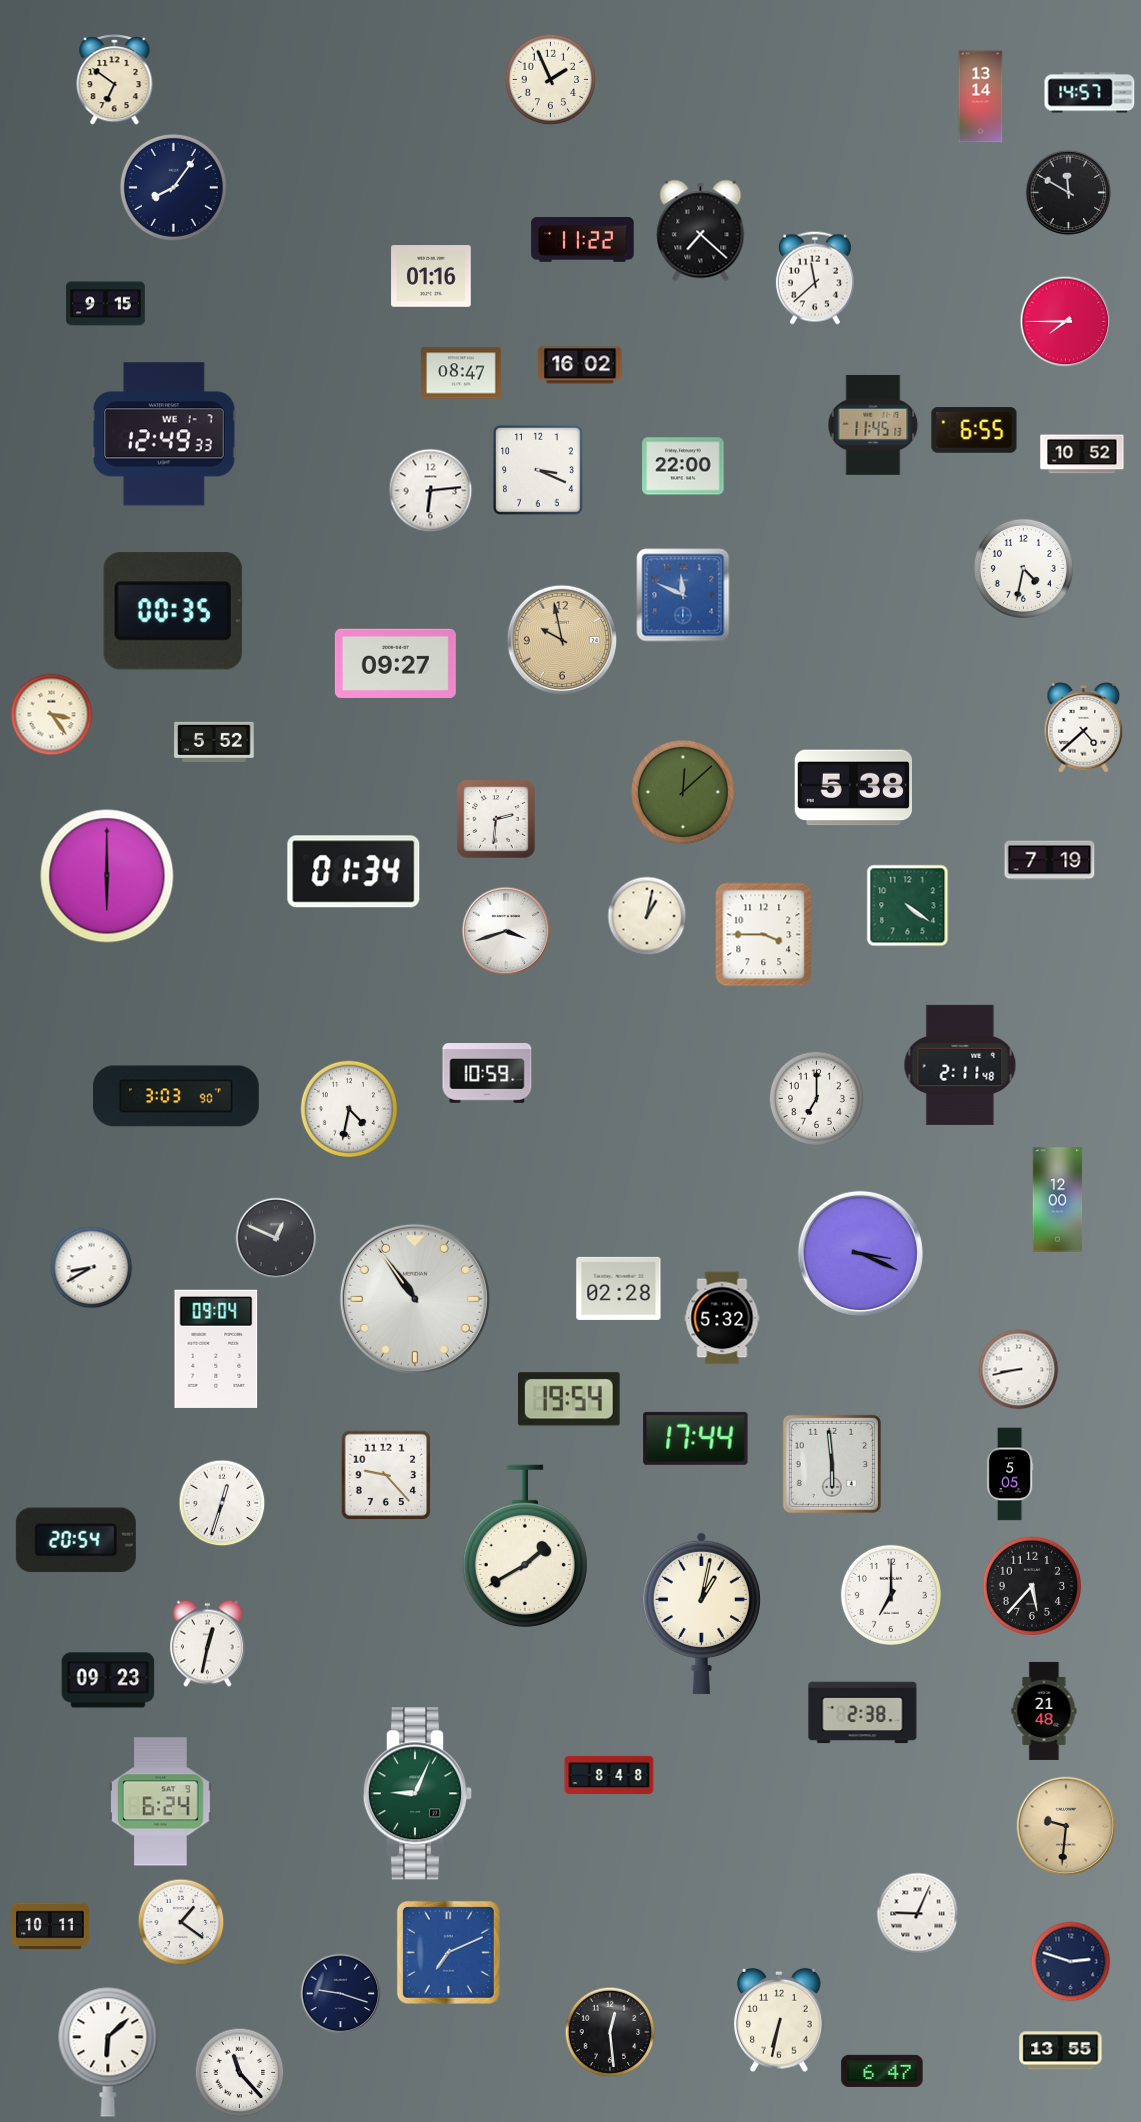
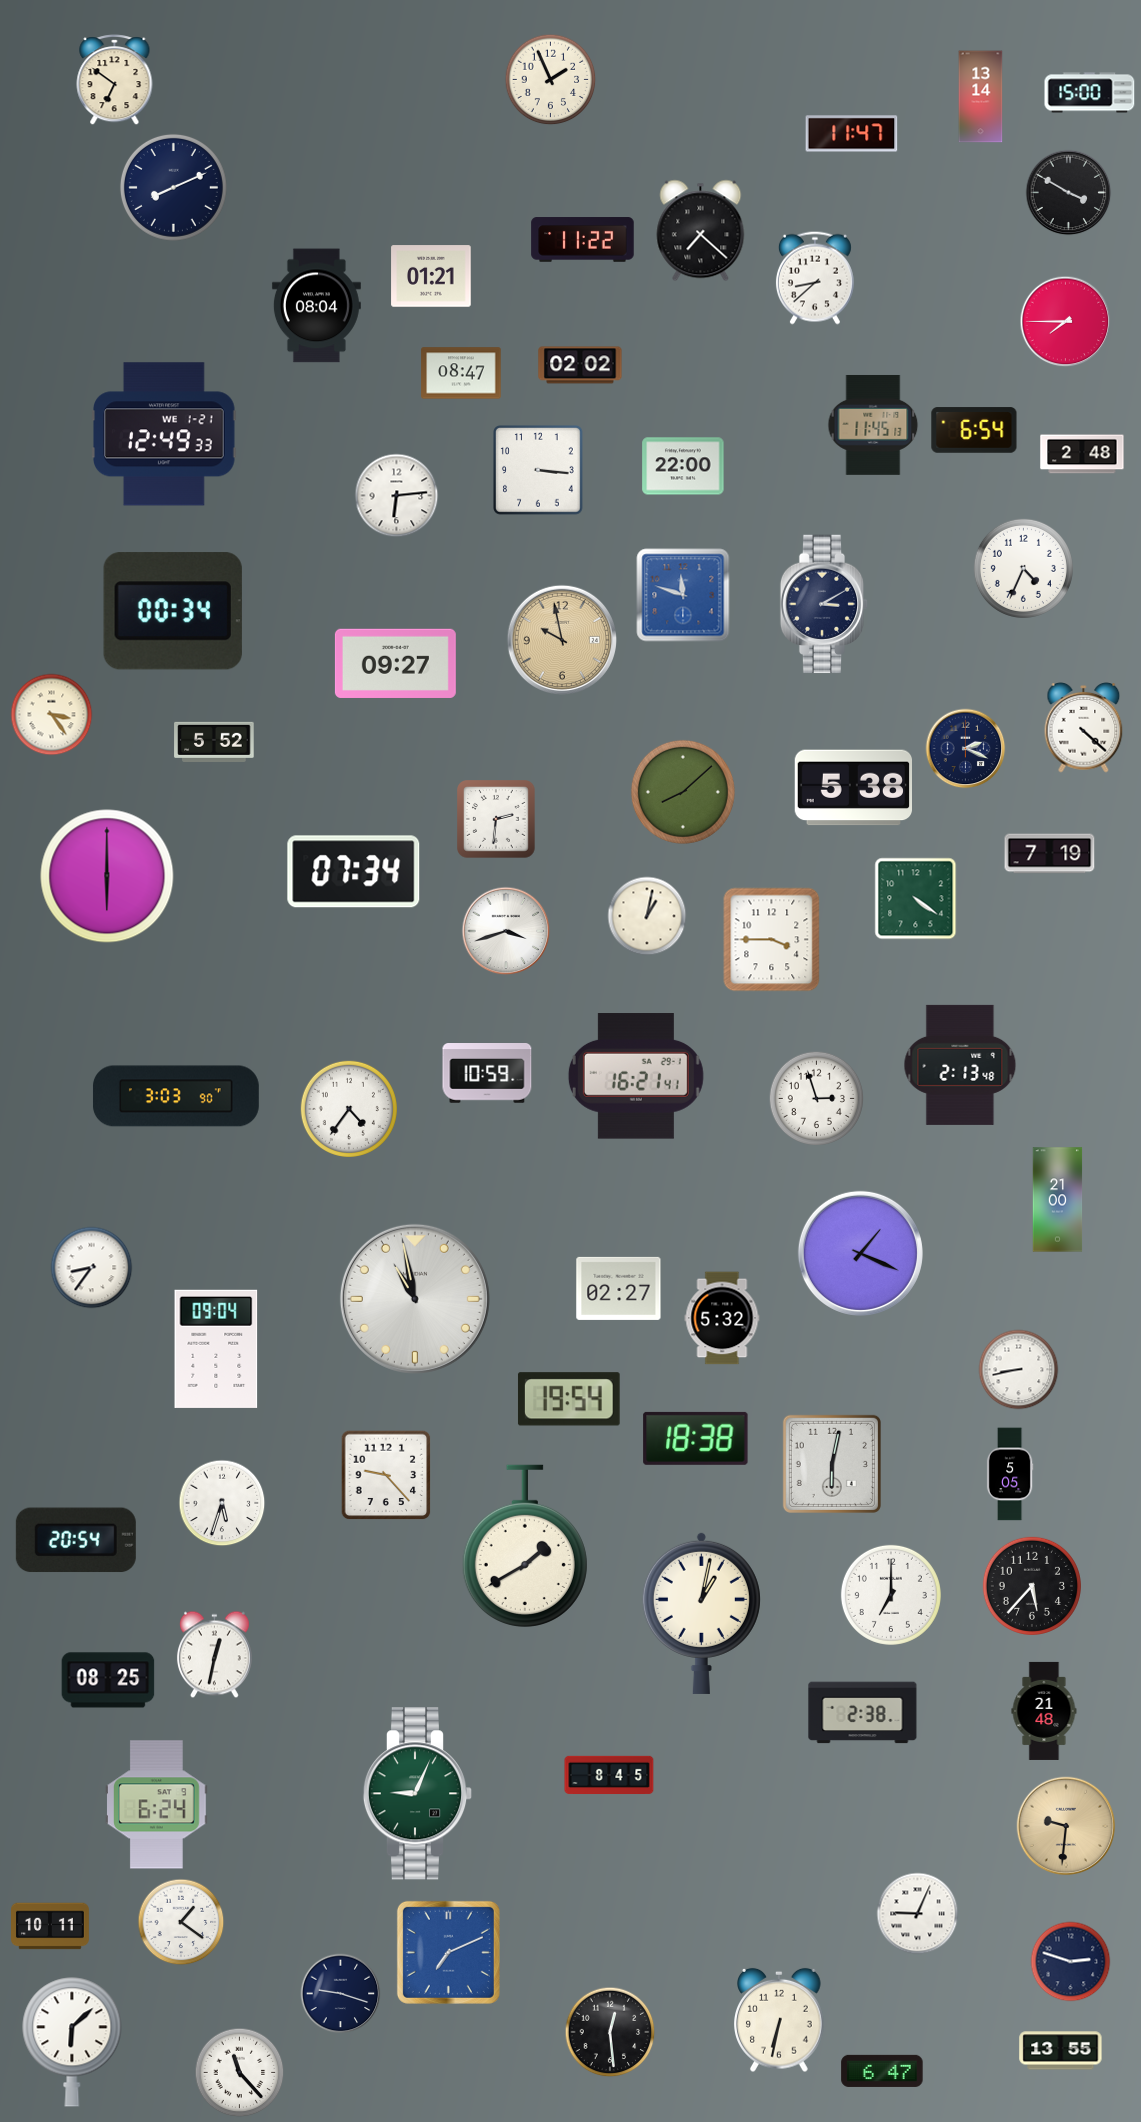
clock at (1090, 93): 14:57 -> 15:00
clock at (852, 134): none -> 11:47
clock at (173, 187): 8:06 -> 8:11
clock at (1069, 193): 11:50 -> 3:50
clock at (431, 276): 01:16 -> 01:21
clock at (815, 278): 11:38 -> 8:38
clock at (106, 304): 9:15 -> none
clock at (316, 306): none -> 08:04
clock at (580, 365): 16:02 -> 02:02
clock at (974, 430): 6:55 -> 6:54
clock at (164, 434) date: WE 1-7 -> WE 1-21
clock at (1082, 454): 10:52 -> 2:48
clock at (539, 471): 3:19 -> 3:16
clock at (431, 491) position: (431, 491) -> (397, 496)
clock at (1023, 568): 4:32 -> 4:34
clock at (683, 595): 11:49 -> 11:48
clock at (824, 604): none -> 3:10
clock at (173, 611): 00:35 -> 00:34
clock at (1084, 728): 4:38 -> 4:22
clock at (966, 749): none -> 2:19
clock at (683, 792): 12:08 -> 8:08
clock at (1050, 861) position: (1050, 861) -> (1050, 854)
clock at (354, 872): 01:34 -> 07:34
clock at (908, 906) position: (908, 906) -> (916, 899)
clock at (764, 935) position: (764, 935) -> (772, 940)
clock at (960, 1065): 2:11 -> 2:13
clock at (636, 1076): none -> 16:21
clock at (817, 1099): 7:00 -> 2:57
clock at (349, 1109): 4:32 -> 4:36
clock at (1058, 1200): 12:00 -> 21:00
clock at (276, 1238): 12:49 -> none
clock at (860, 1253): 3:19 -> 1:19
clock at (92, 1268): 8:40 -> 8:36
clock at (619, 1288): 02:28 -> 02:27
clock at (415, 1299): 10:54 -> 10:58
clock at (696, 1438): 17:44 -> 18:38
clock at (832, 1464): 5:59 -> 6:02
clock at (222, 1503): 12:33 -> 5:33
clock at (207, 1644) position: (207, 1644) -> (214, 1655)
clock at (108, 1680): 09:23 -> 08:25
clock at (609, 1775): 8:48 -> 8:45
clock at (161, 1802) position: (161, 1802) -> (157, 1805)
clock at (108, 2052) position: (108, 2052) -> (72, 2042)
